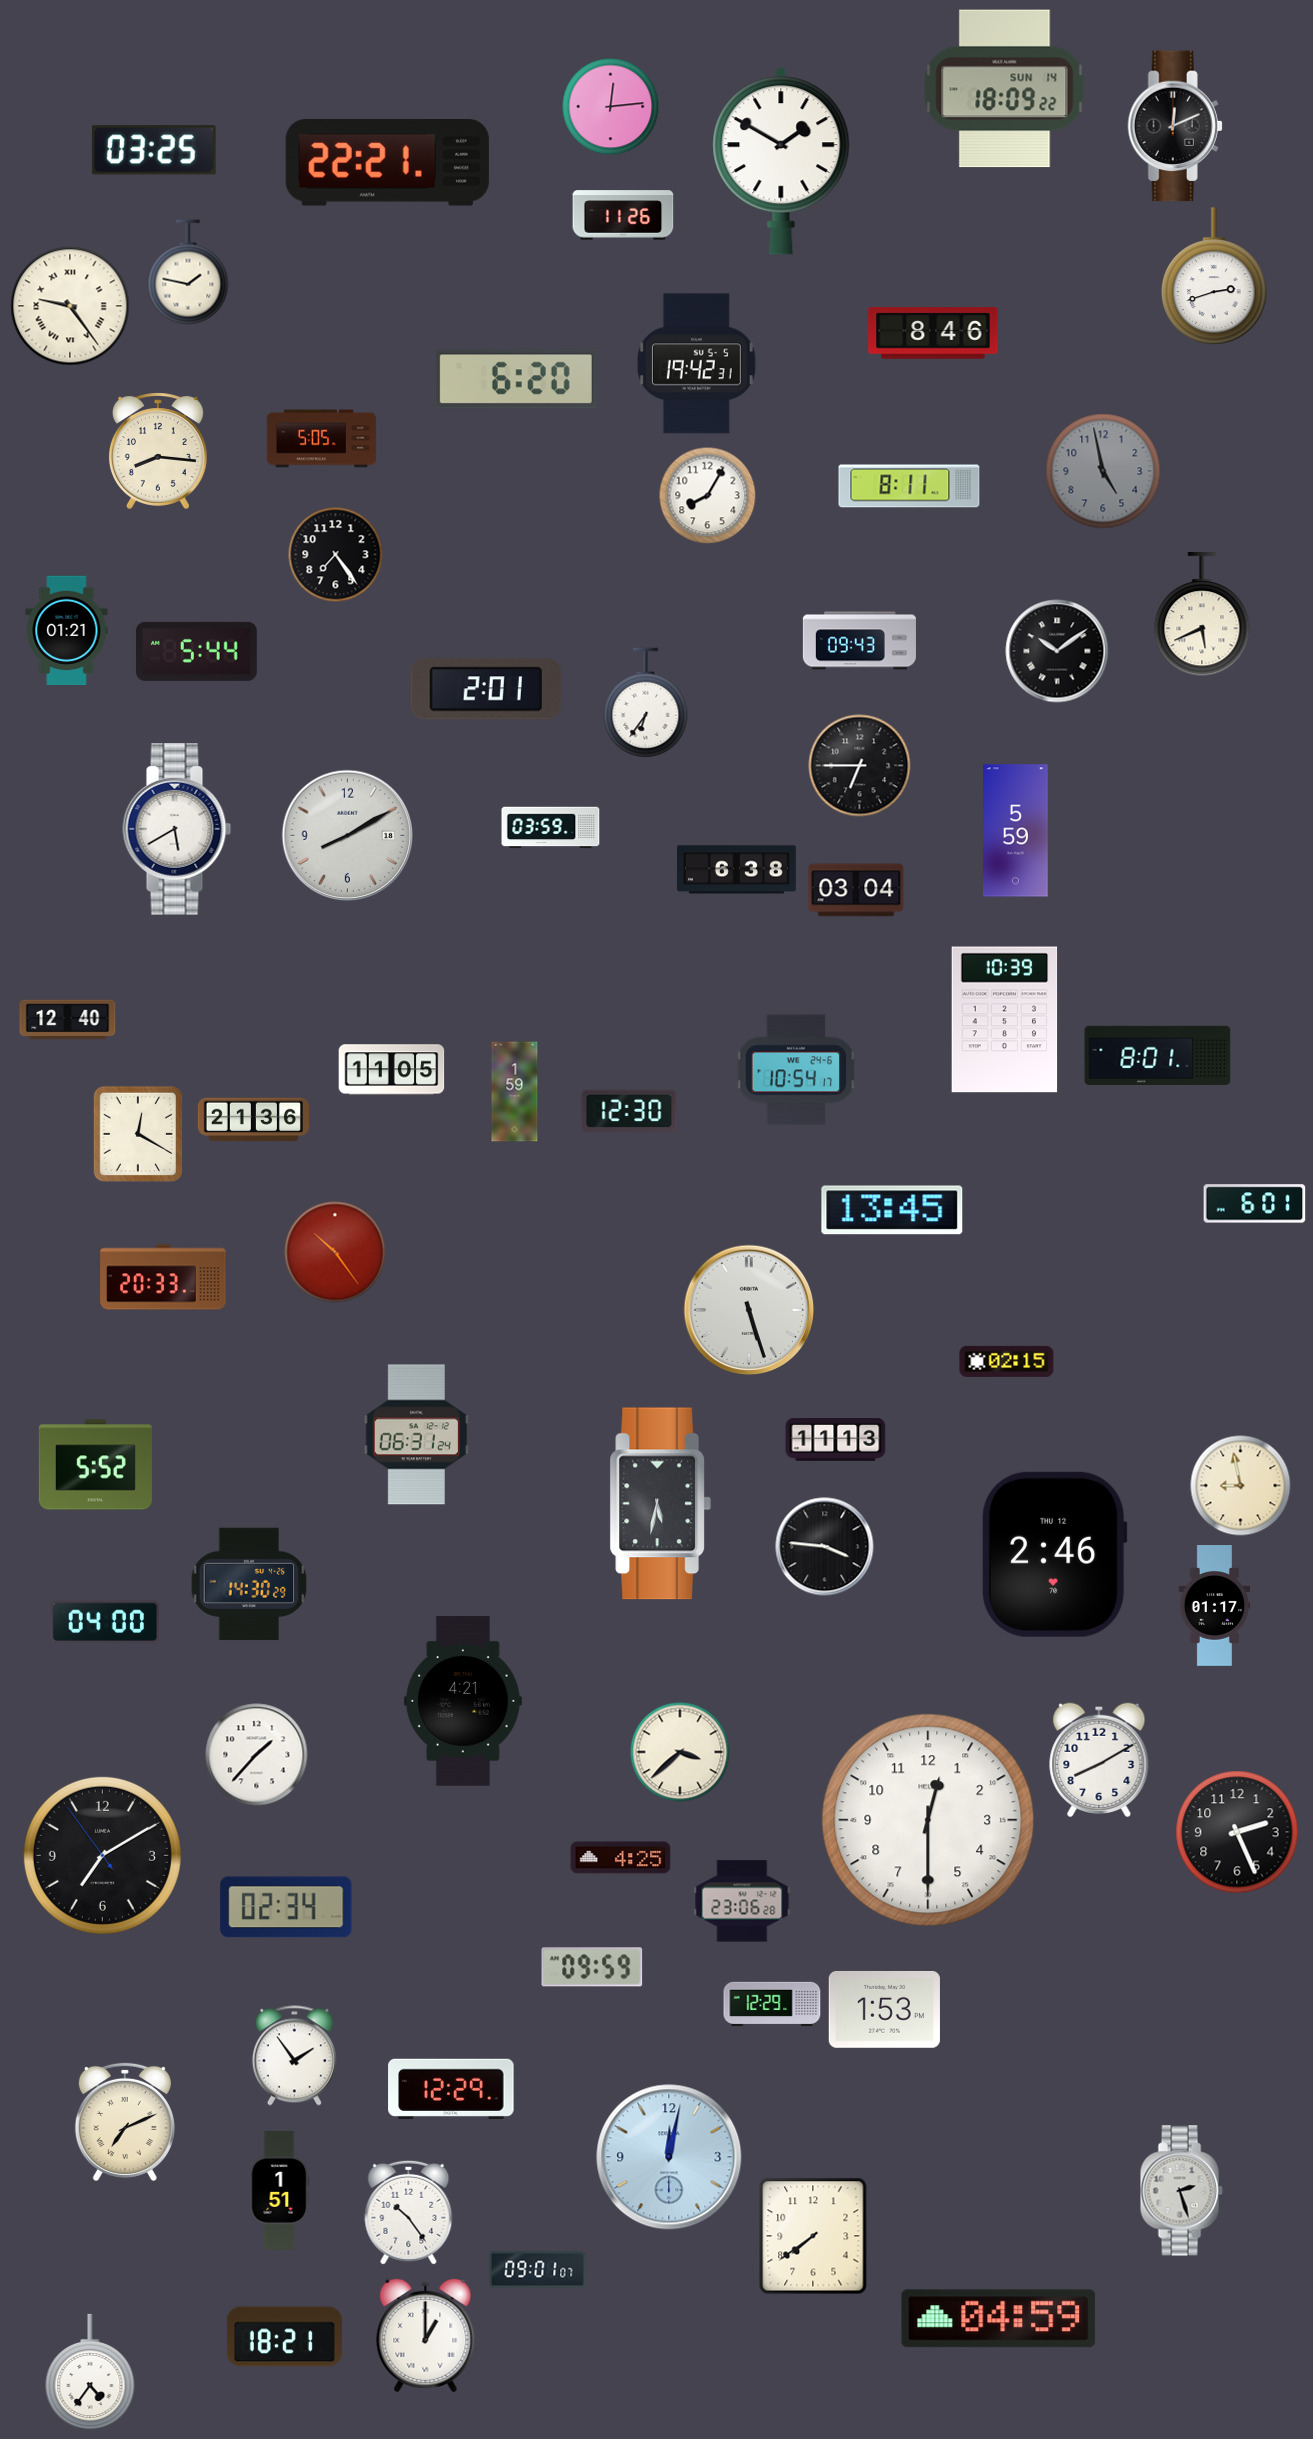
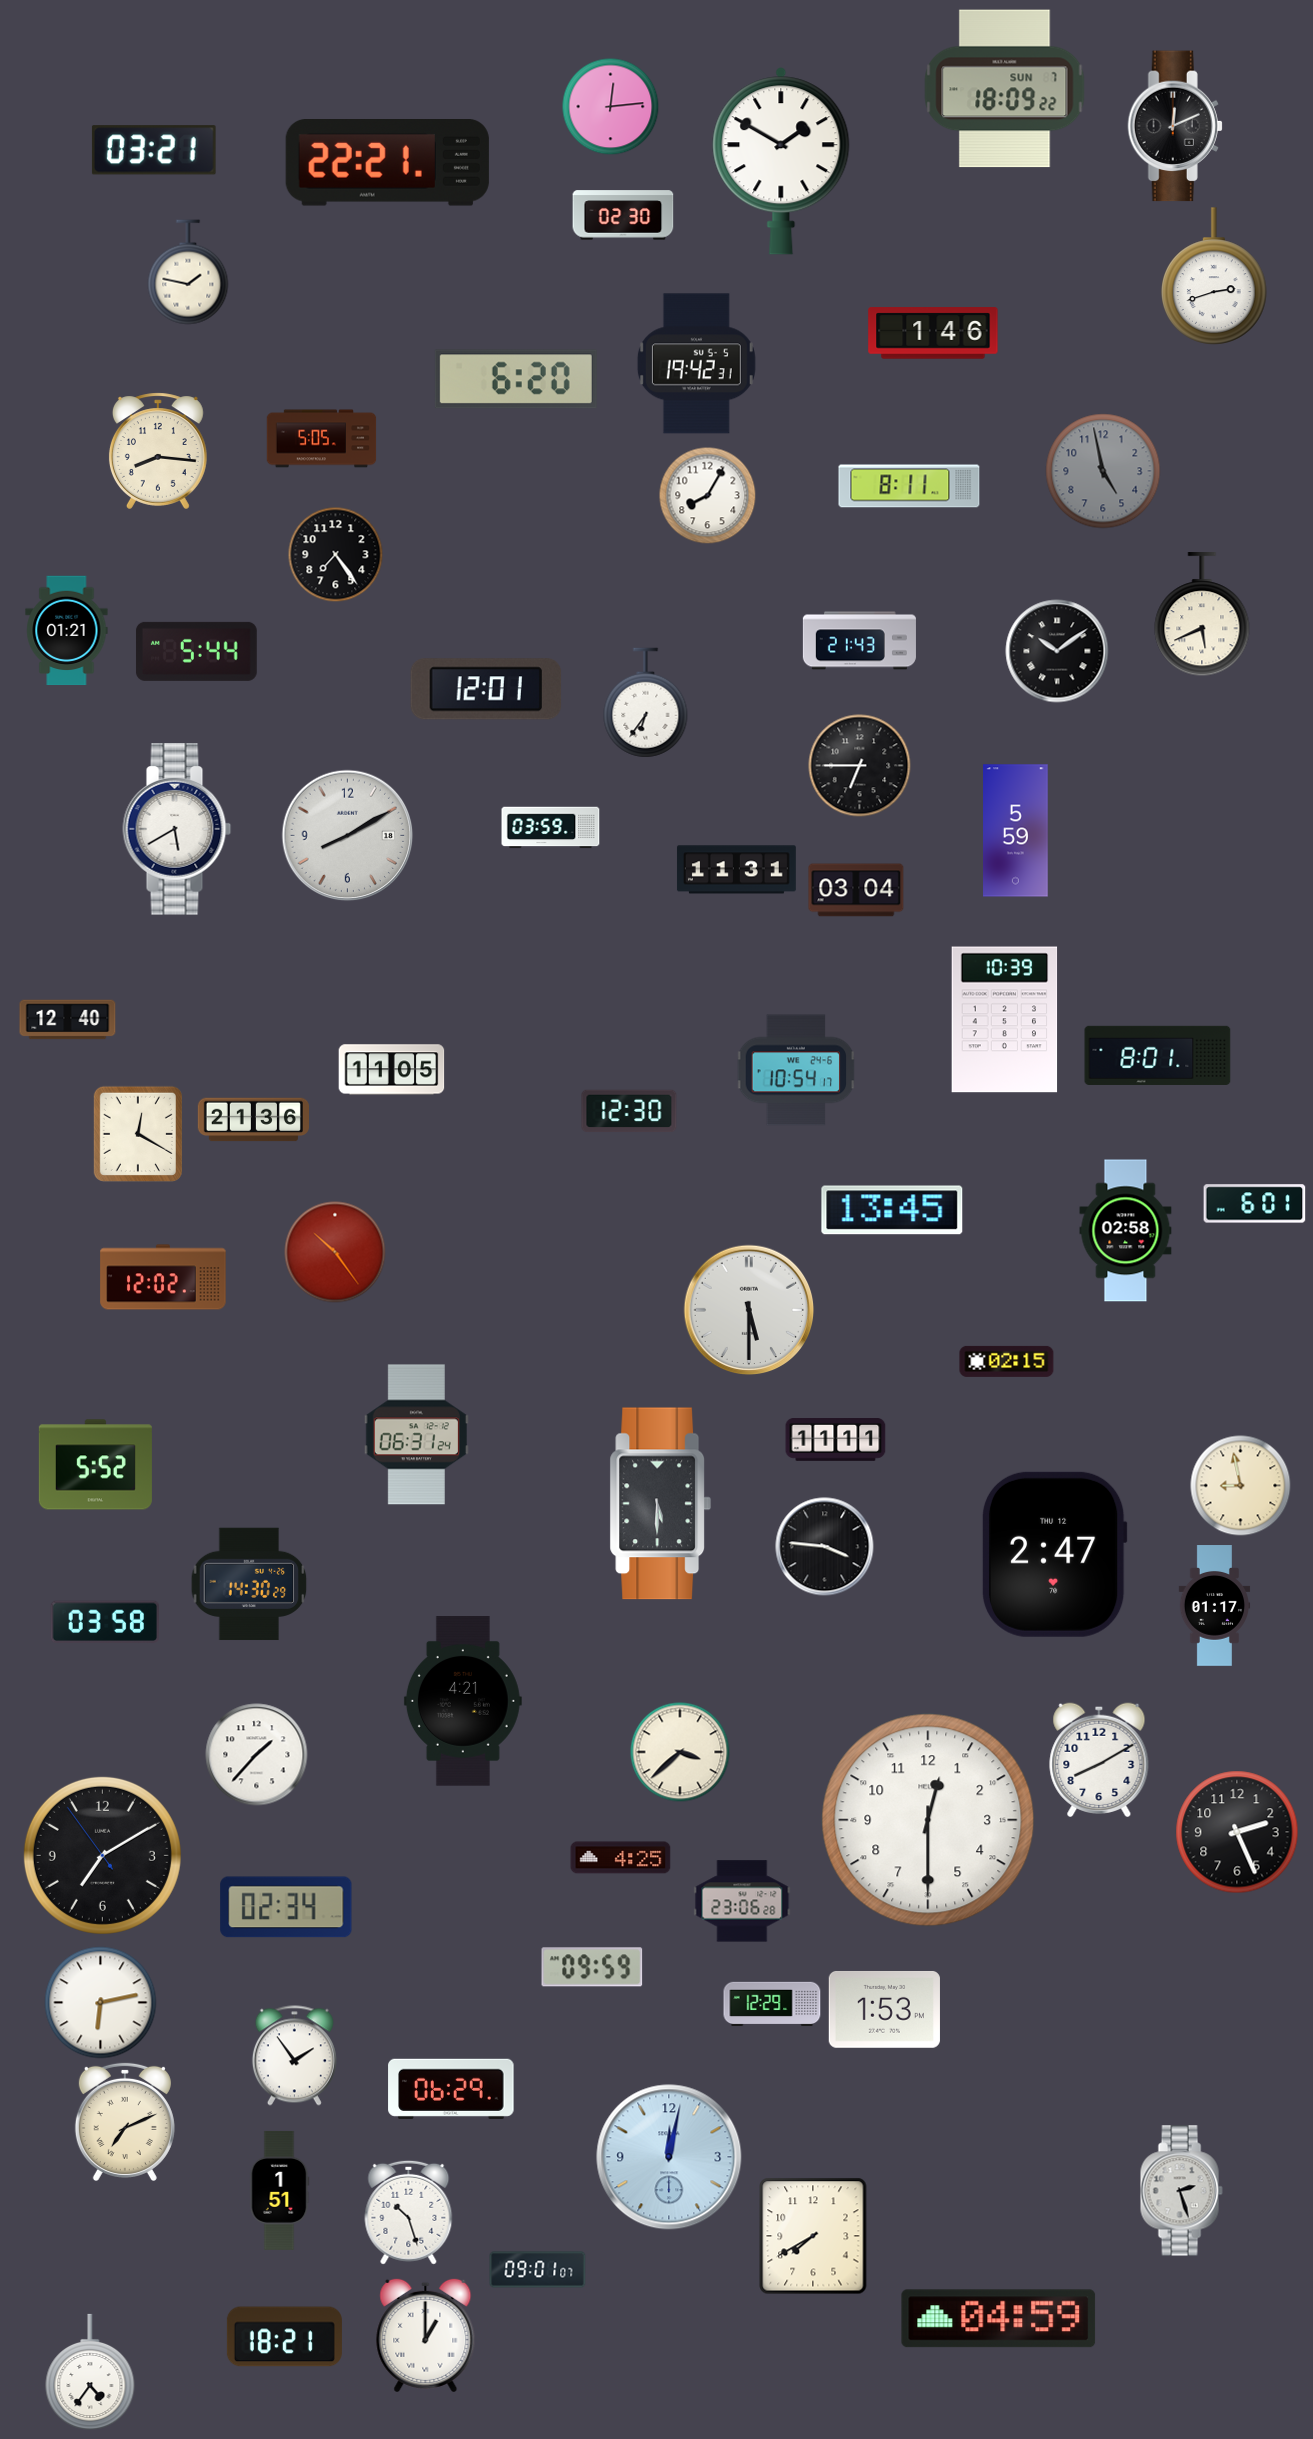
clock at (1005, 89) date: SUN 14 -> SUN 7
clock at (154, 150): 03:25 -> 03:21
clock at (623, 215): 11:26 -> 02:30
clock at (70, 306): 9:24 -> none
clock at (933, 333): 8:46 -> 1:46
clock at (859, 641): 09:43 -> 21:43
clock at (486, 689): 2:01 -> 12:01
clock at (736, 870): 6:38 -> 11:31
clock at (515, 1092): 1:59 -> none
clock at (1126, 1231): none -> 02:58
clock at (163, 1277): 20:33 -> 12:02
clock at (749, 1310): 5:27 -> 5:30
clock at (836, 1440): 11:13 -> 11:11
clock at (661, 1504): 5:32 -> 5:30
clock at (1054, 1554): 2:46 -> 2:47
clock at (104, 1622): 04:00 -> 03:58
clock at (101, 2003): none -> 6:13
clock at (451, 2089): 12:29 -> 06:29
clock at (409, 2212): 10:24 -> 10:27
clock at (813, 2236): 7:39 -> 7:40
